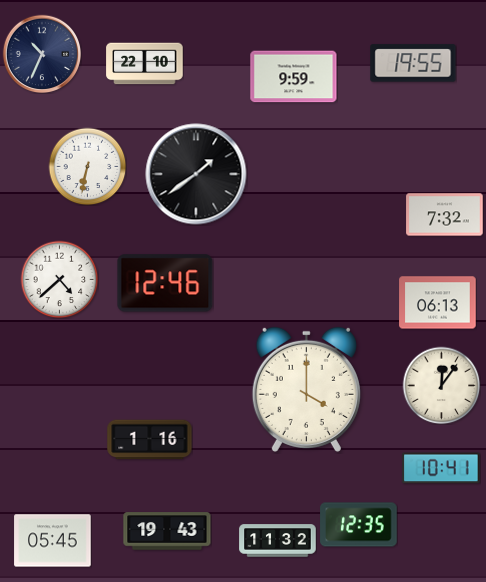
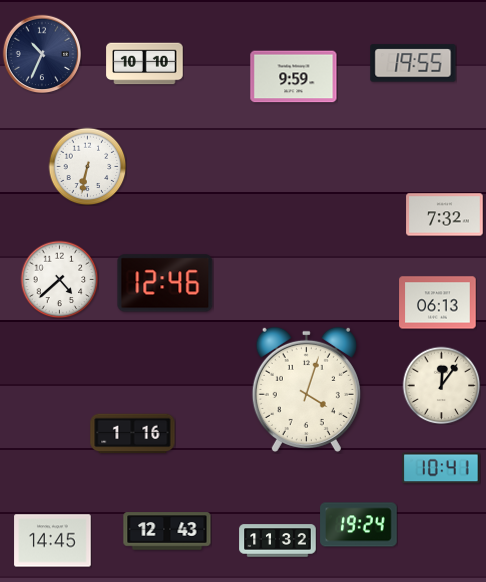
clock at (145, 64): 22:10 -> 10:10
clock at (196, 174): 1:39 -> none
clock at (306, 389): 4:00 -> 4:03
clock at (150, 440) position: (150, 440) -> (133, 434)
clock at (359, 525): 12:35 -> 19:24
clock at (167, 531): 19:43 -> 12:43
clock at (53, 541): 05:45 -> 14:45
